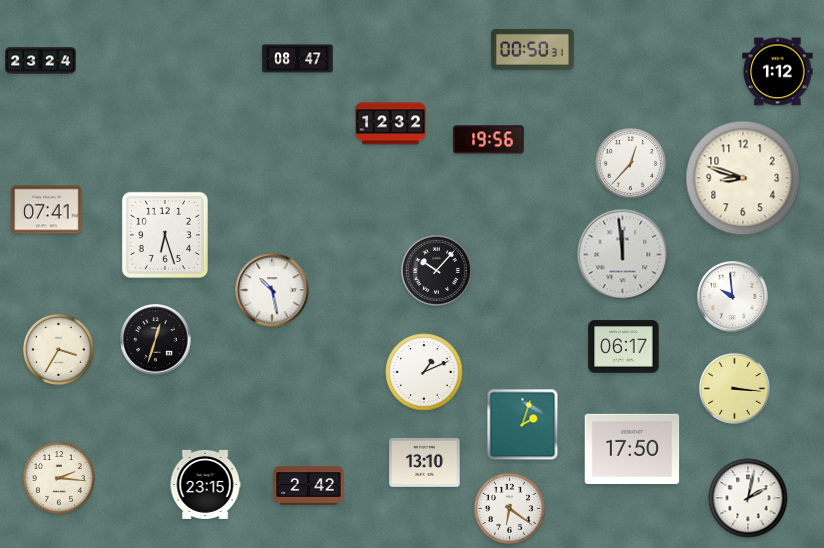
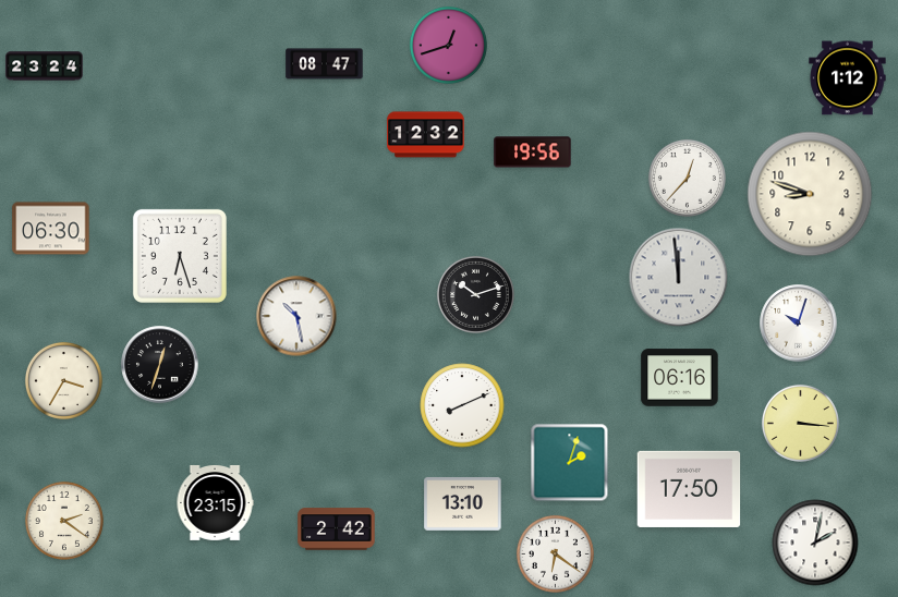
clock at (448, 45): none -> 12:42
clock at (532, 49): 00:50 -> none
clock at (47, 210): 07:41 -> 06:30
clock at (436, 270): 10:07 -> 10:12
clock at (733, 297): 9:59 -> 10:03
clock at (156, 340) position: (156, 340) -> (160, 365)
clock at (624, 347): 06:17 -> 06:16
clock at (424, 372): 1:11 -> 8:11
clock at (59, 478): 2:16 -> 2:21
clock at (205, 484) position: (205, 484) -> (215, 502)
